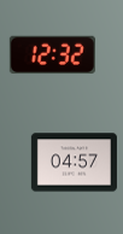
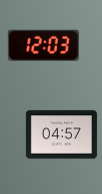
clock at (52, 54): 12:32 -> 12:03
